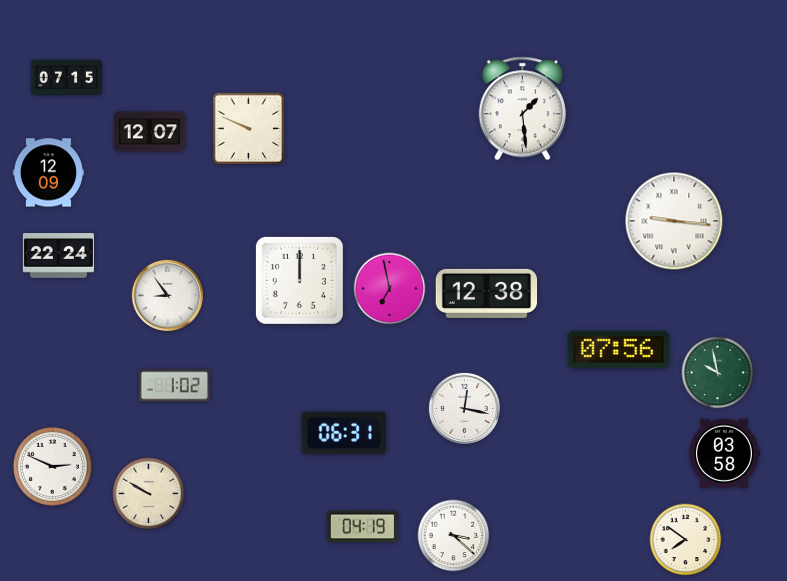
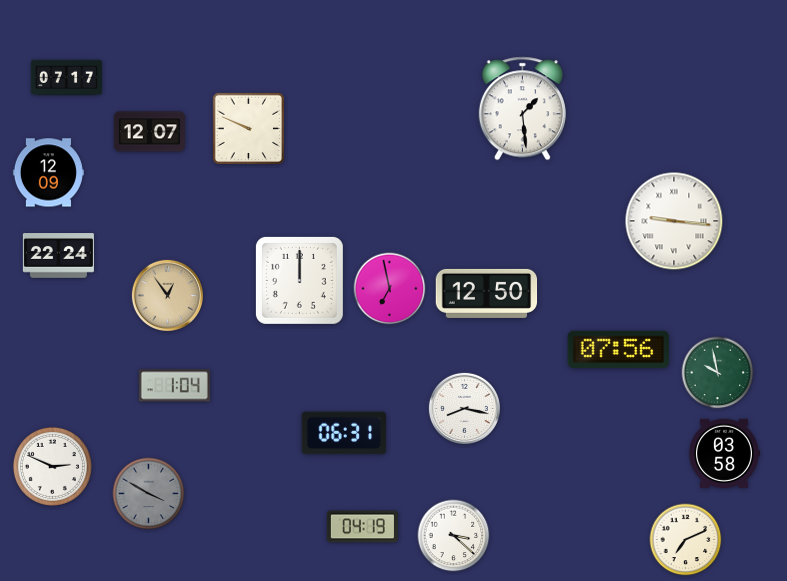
clock at (66, 78): 07:15 -> 07:17
clock at (487, 293): 12:38 -> 12:50
clock at (167, 295): 8:54 -> 12:54
clock at (167, 295) dial: white -> champagne
clock at (174, 386): 1:02 -> 1:04
clock at (464, 408): 12:17 -> 8:17
clock at (149, 494): 9:50 -> 3:50
clock at (149, 494) dial: cream -> grey
clock at (686, 540): 7:51 -> 7:11
